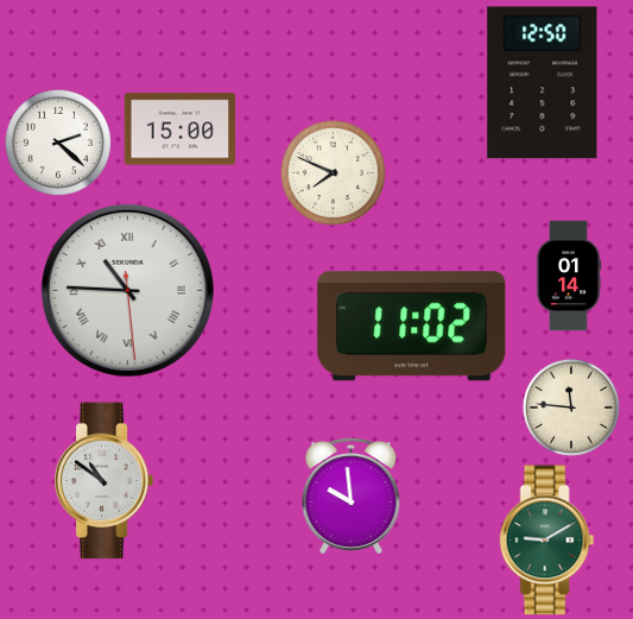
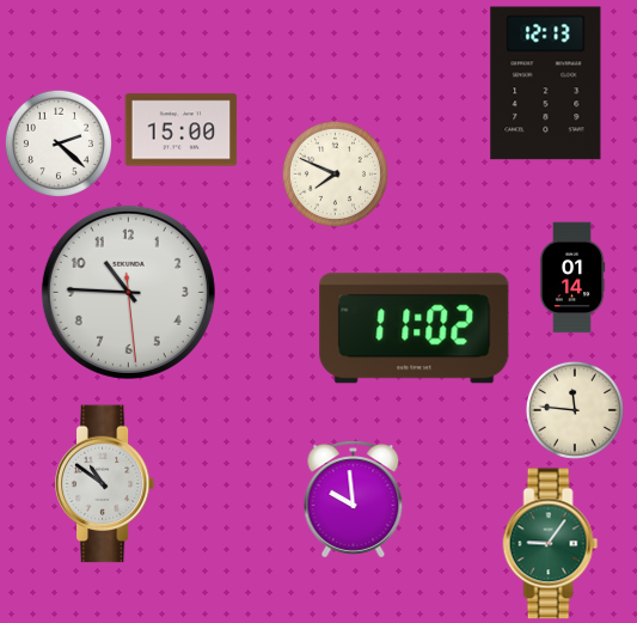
clock at (543, 83): 12:50 -> 12:13
clock at (127, 290) numerals: Roman -> Arabic
clock at (547, 541): 9:10 -> 9:06
